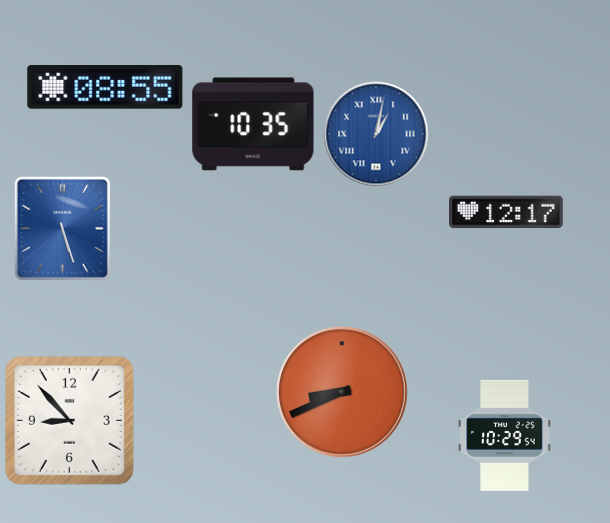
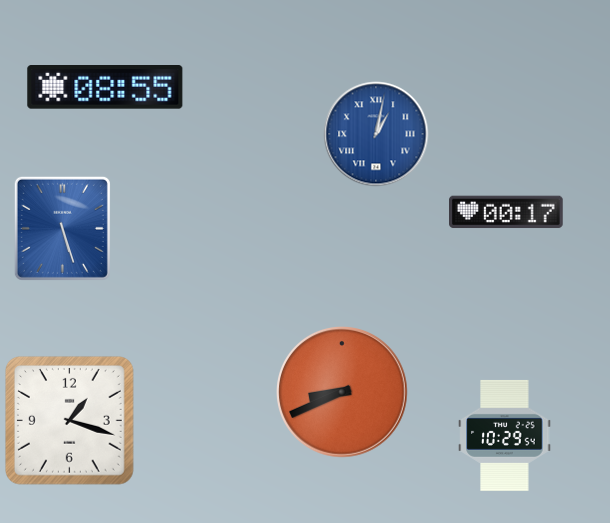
clock at (253, 124): 10:35 -> none
clock at (507, 212): 12:17 -> 00:17
clock at (69, 420): 8:53 -> 1:18
